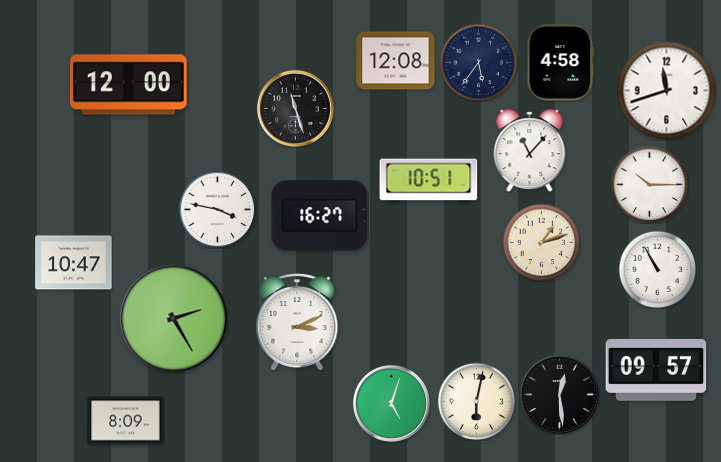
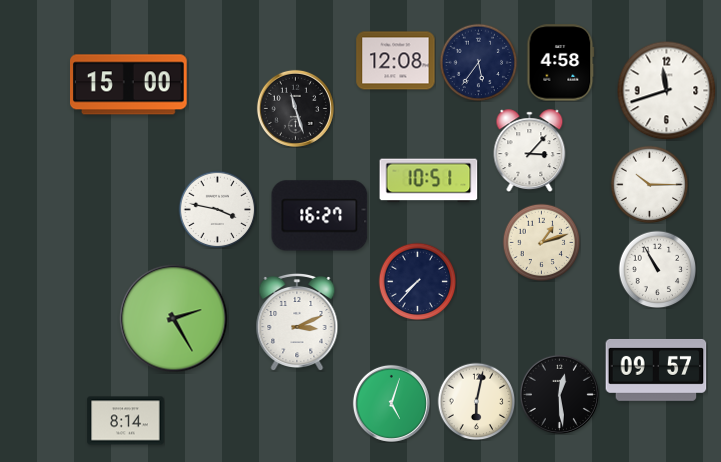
clock at (129, 85): 12:00 -> 15:00
clock at (530, 151): 11:07 -> 3:07
clock at (74, 263): 10:47 -> none
clock at (417, 281): none -> 7:37
clock at (126, 421): 8:09 -> 8:14
